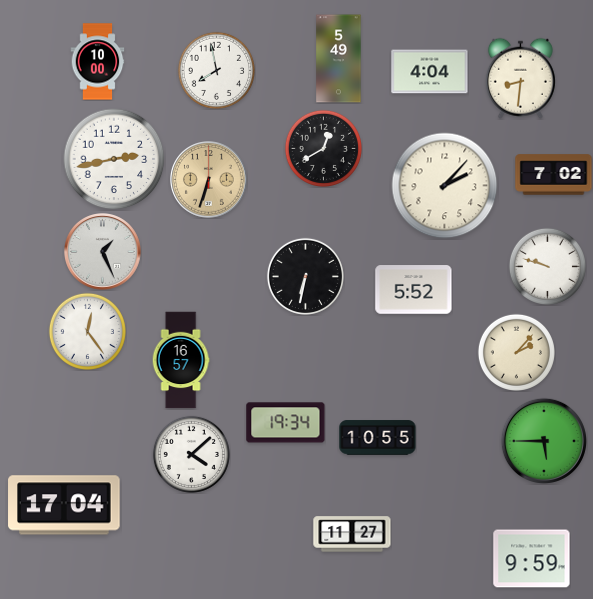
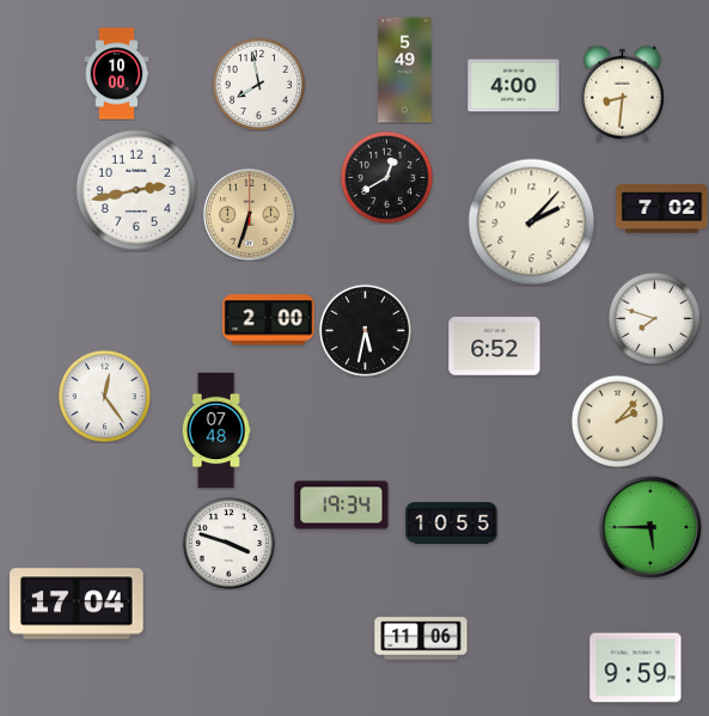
clock at (430, 72): 4:04 -> 4:00
clock at (103, 252): 1:26 -> none
clock at (547, 266): 9:48 -> 7:48
clock at (269, 320): none -> 2:00
clock at (305, 276): 6:32 -> 5:32
clock at (414, 290): 5:52 -> 6:52
clock at (181, 360): 16:57 -> 07:48
clock at (191, 454): 4:08 -> 3:48
clock at (352, 534): 11:27 -> 11:06
